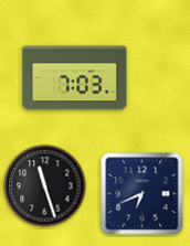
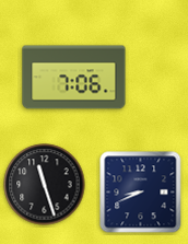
clock at (75, 78): 7:03 -> 7:06
clock at (142, 194): 6:41 -> 8:41
